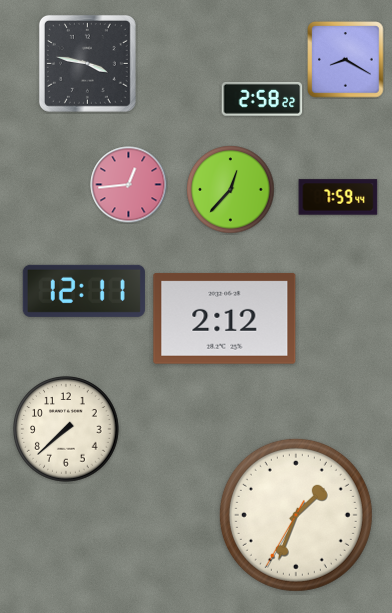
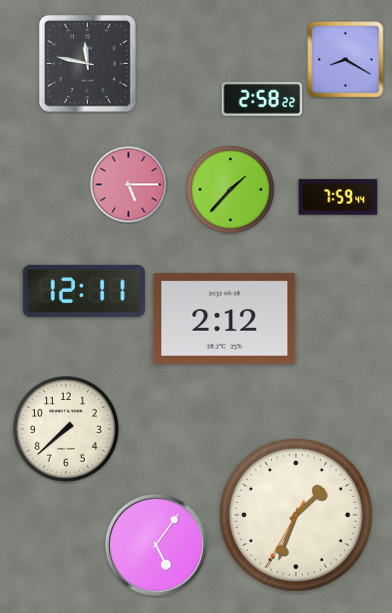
clock at (87, 63): 3:47 -> 11:47
clock at (129, 185): 12:44 -> 5:15
clock at (231, 190): 12:37 -> 1:37
clock at (156, 545): none -> 5:06
